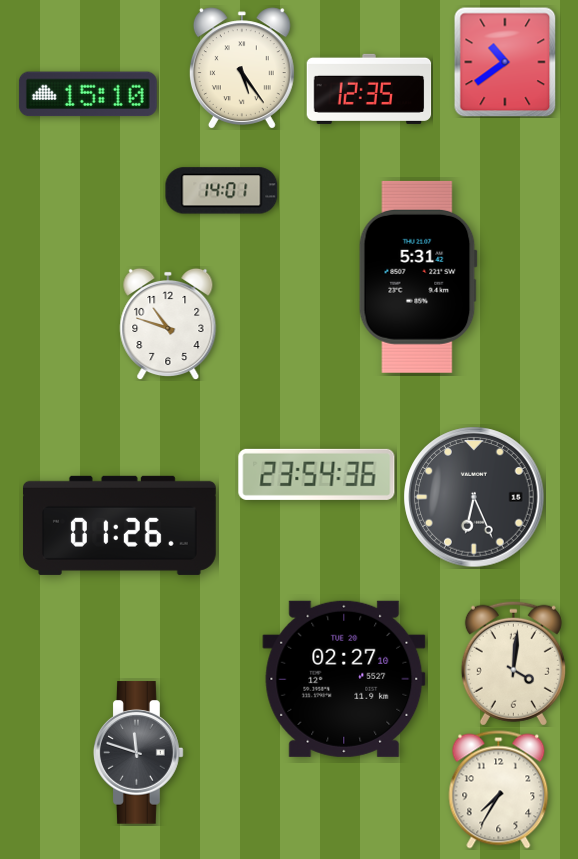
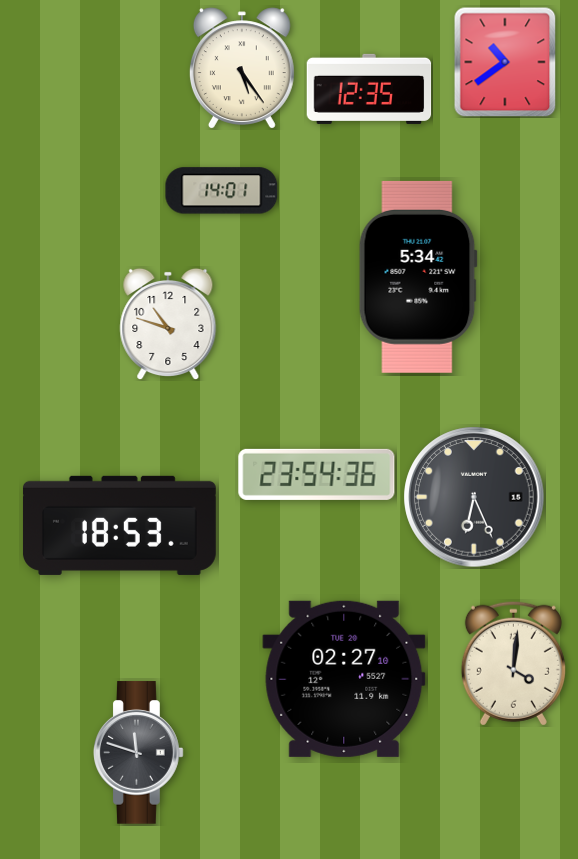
clock at (88, 94): 15:10 -> none
clock at (418, 277): 5:31 -> 5:34
clock at (119, 525): 01:26 -> 18:53
clock at (499, 790): 7:35 -> none
